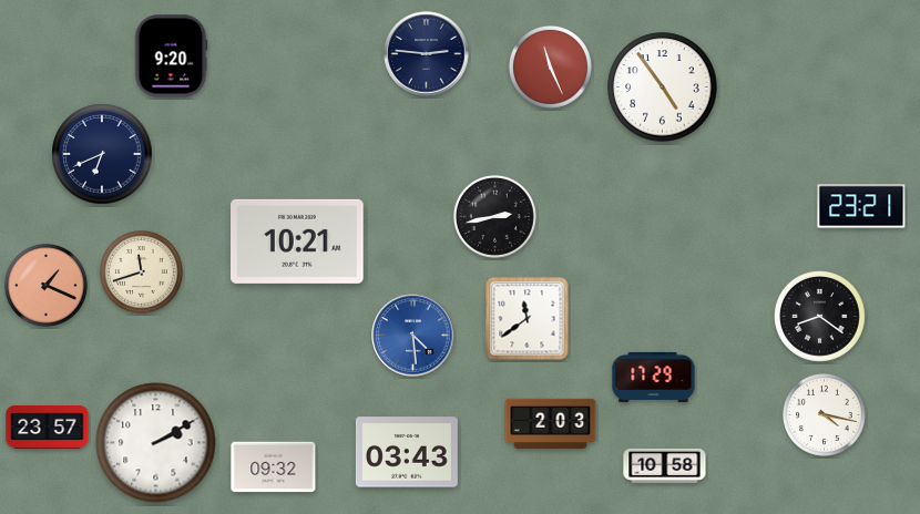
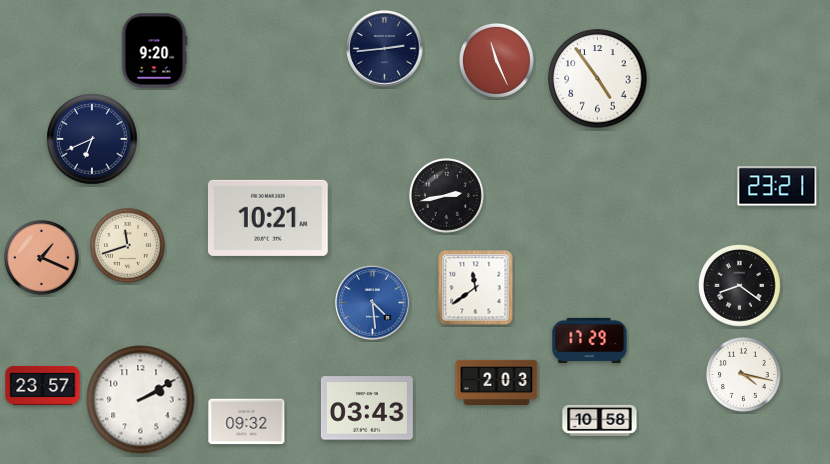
clock at (427, 54): 2:46 -> 2:44
